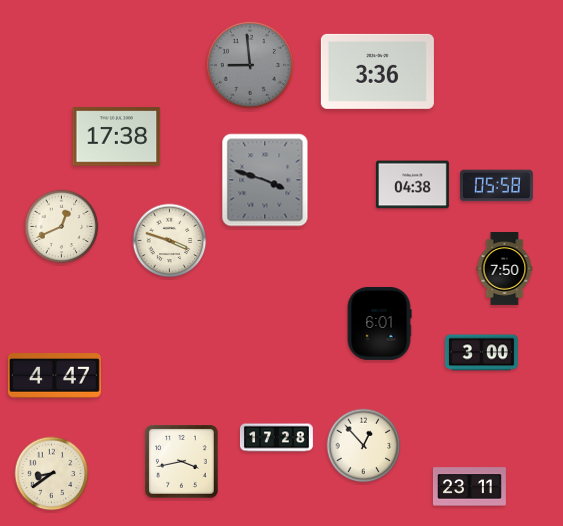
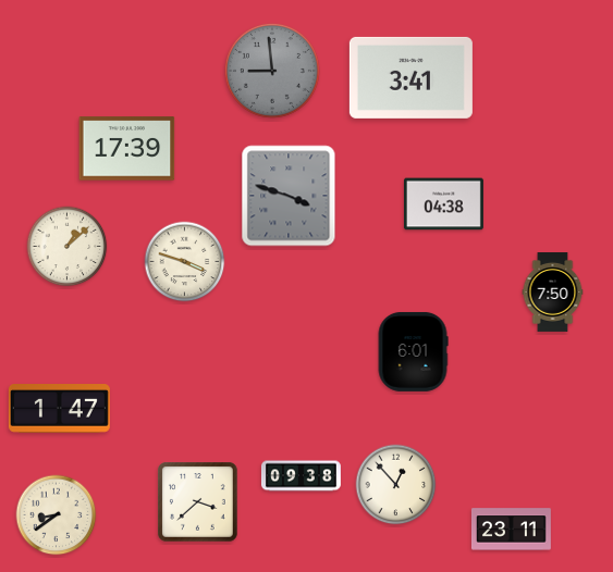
clock at (377, 71): 3:36 -> 3:41
clock at (117, 137): 17:38 -> 17:39
clock at (412, 185) position: (412, 185) -> (443, 204)
clock at (496, 186): 05:58 -> none
clock at (62, 227): 12:41 -> 1:08
clock at (505, 269) position: (505, 269) -> (553, 293)
clock at (481, 353): 3:00 -> none
clock at (54, 376): 4:47 -> 1:47
clock at (276, 438): 17:28 -> 09:38
clock at (182, 462): 3:43 -> 3:38
